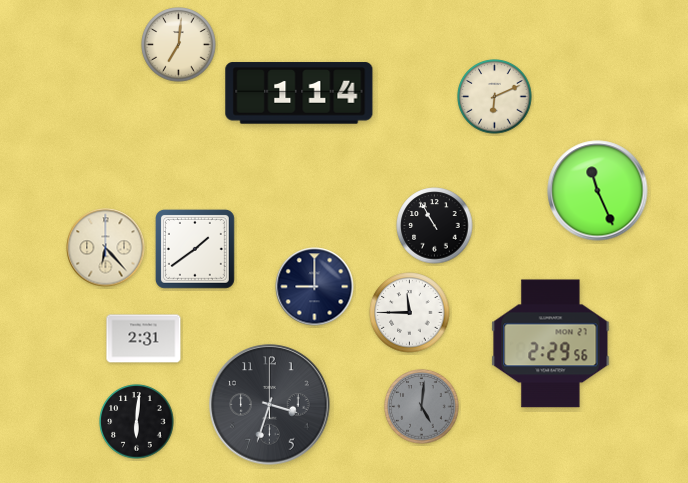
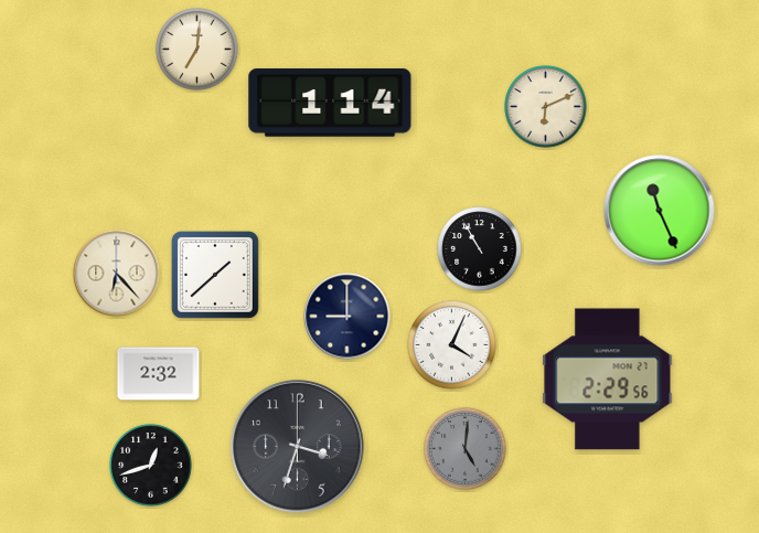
clock at (195, 249): 1:39 -> 1:38
clock at (410, 313): 11:45 -> 4:04
clock at (144, 339): 2:31 -> 2:32
clock at (137, 422): 6:01 -> 12:42
